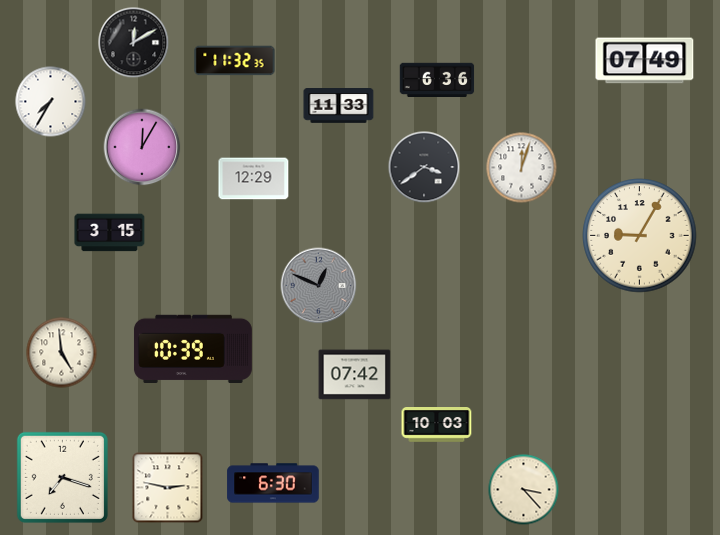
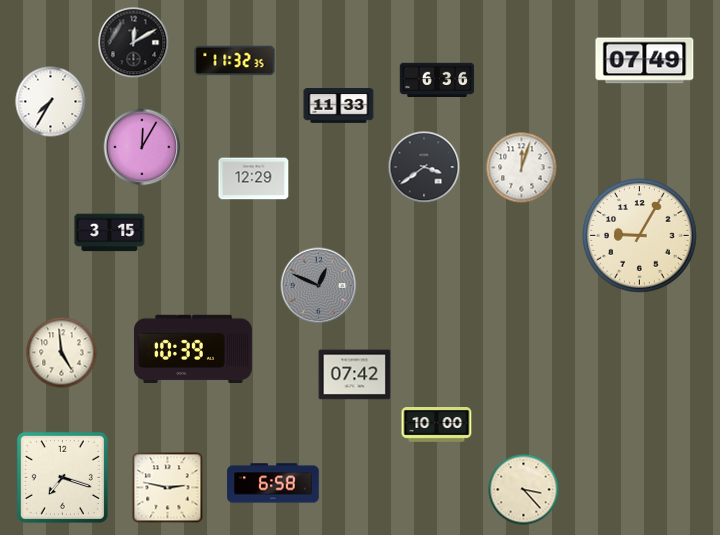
clock at (437, 425): 10:03 -> 10:00
clock at (273, 483): 6:30 -> 6:58
